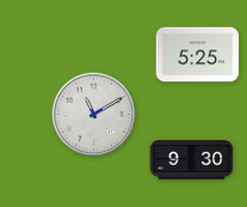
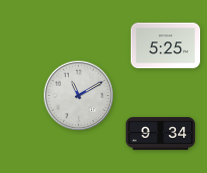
clock at (192, 160): 9:30 -> 9:34
